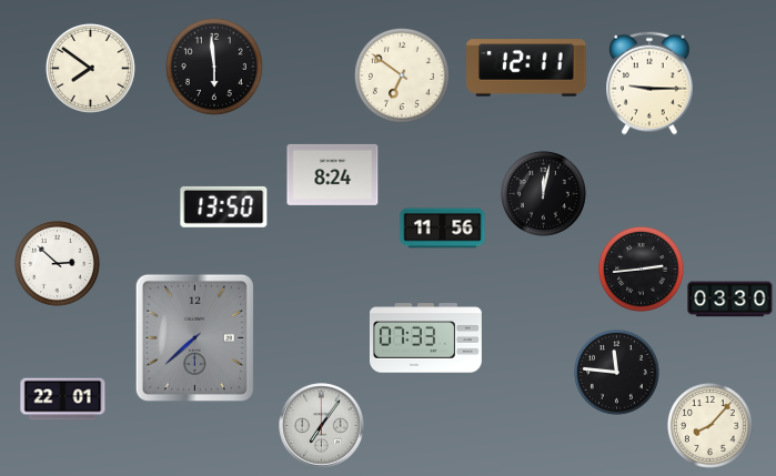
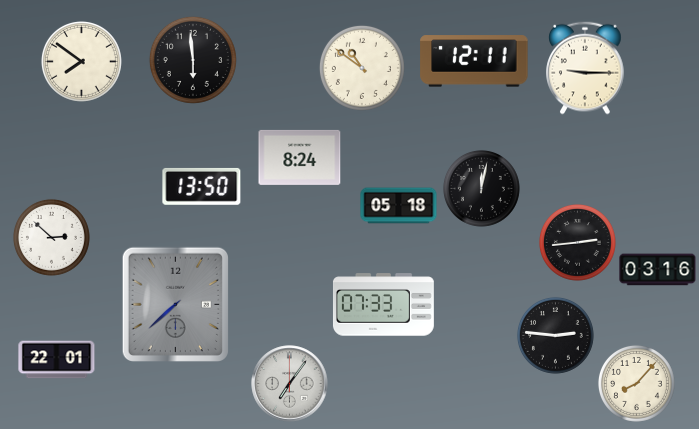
clock at (402, 75): 6:51 -> 10:51
clock at (649, 83) position: (649, 83) -> (585, 68)
clock at (543, 193) position: (543, 193) -> (481, 188)
clock at (443, 229): 11:56 -> 05:18
clock at (730, 300): 03:30 -> 03:16
clock at (616, 372): 11:46 -> 2:46
clock at (709, 425) position: (709, 425) -> (636, 383)
